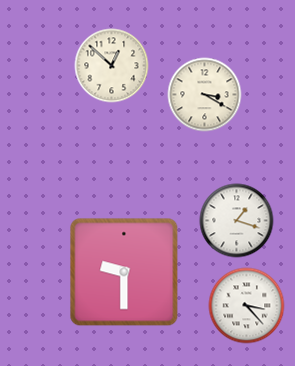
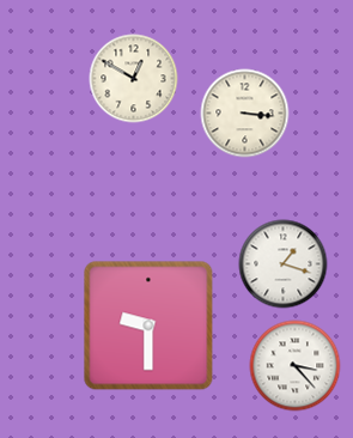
clock at (112, 66): 12:52 -> 12:50
clock at (205, 95): 3:20 -> 3:16
